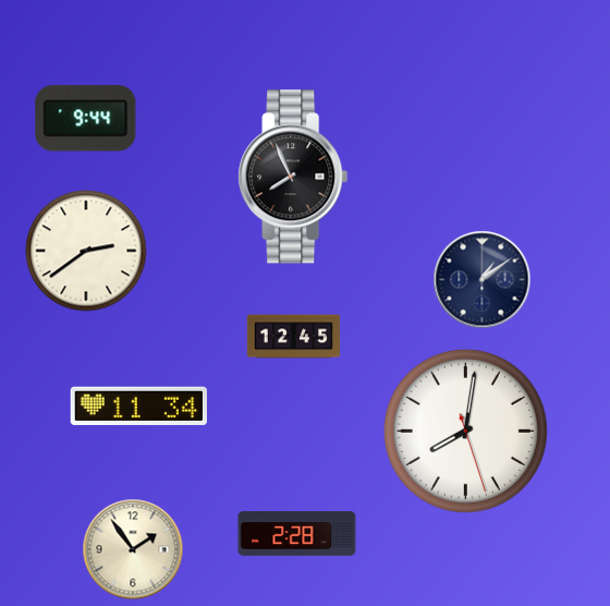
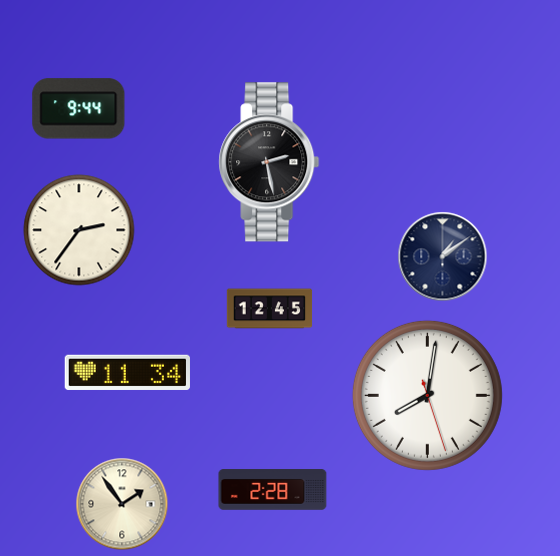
clock at (293, 177): 7:56 -> 2:28
clock at (86, 251): 2:39 -> 2:36
